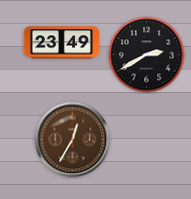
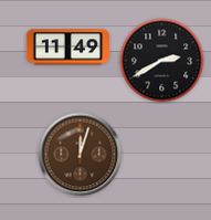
clock at (61, 43): 23:49 -> 11:49
clock at (73, 140): 12:35 -> 12:03
